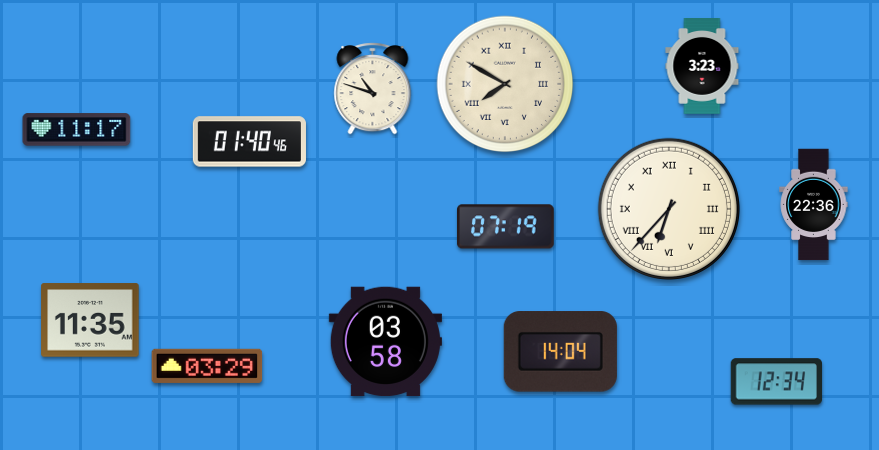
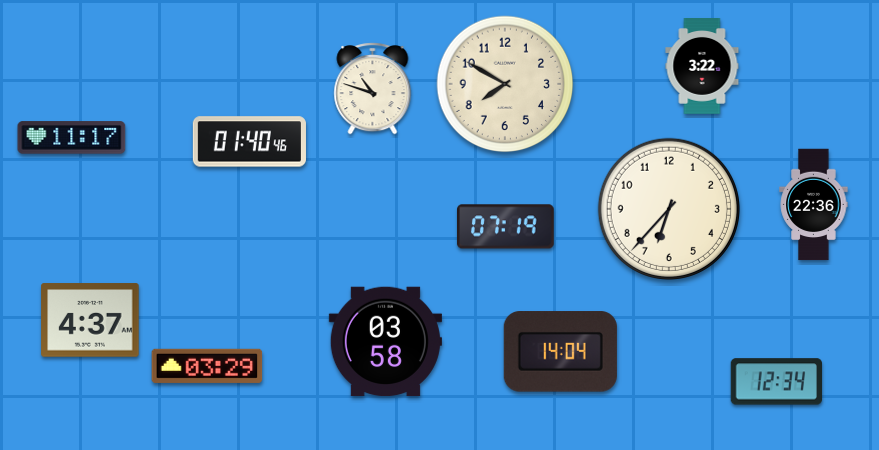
clock at (702, 67): 3:23 -> 3:22
clock at (505, 84) numerals: Roman -> Arabic
clock at (77, 130) position: (77, 130) -> (72, 138)
clock at (669, 209) numerals: Roman -> Arabic
clock at (90, 320): 11:35 -> 4:37
